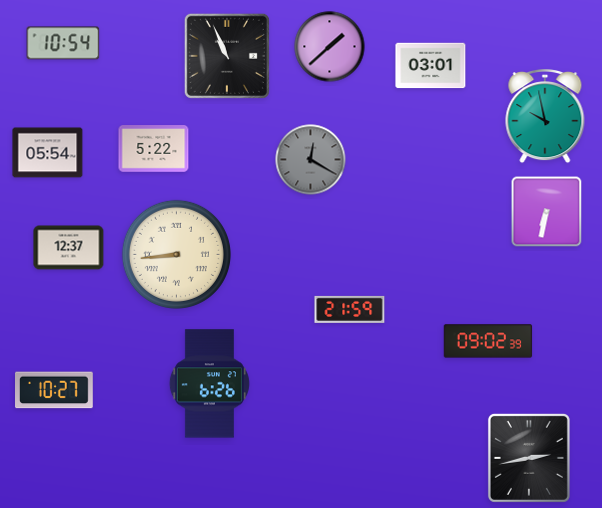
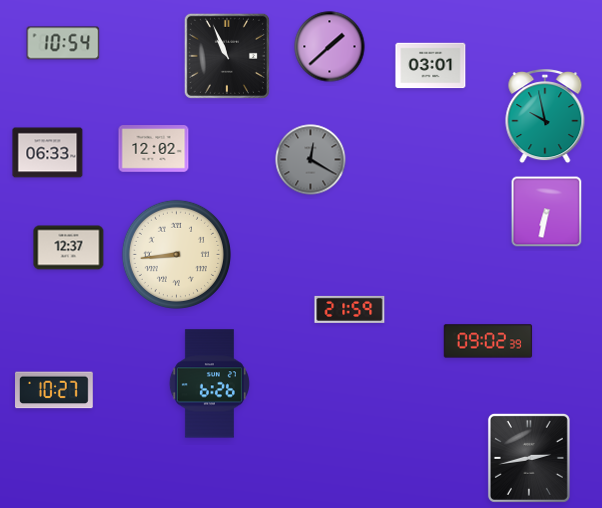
clock at (154, 149): 5:22 -> 12:02
clock at (48, 153): 05:54 -> 06:33
